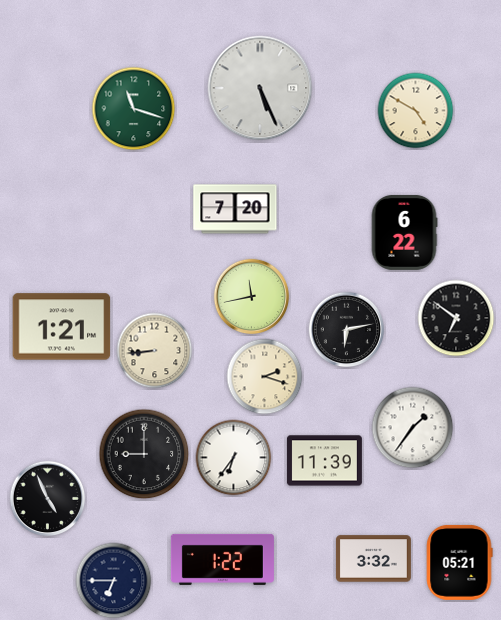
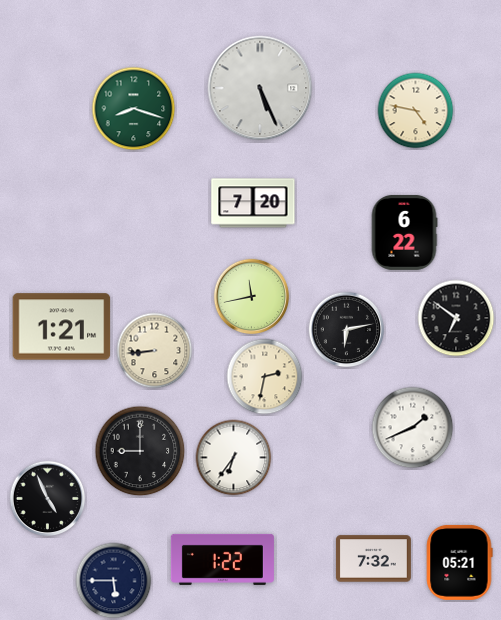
clock at (134, 109): 11:18 -> 8:18
clock at (416, 111): 4:50 -> 4:47
clock at (235, 209) position: (235, 209) -> (253, 203)
clock at (265, 377): 2:18 -> 2:32
clock at (413, 428): 1:36 -> 1:41
clock at (144, 454) position: (144, 454) -> (140, 451)
clock at (324, 461): 11:39 -> none
clock at (373, 559): 3:32 -> 7:32
clock at (114, 581): 6:45 -> 5:45
